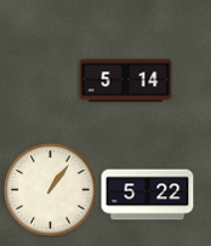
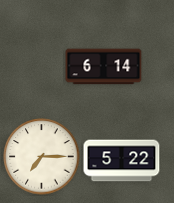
clock at (126, 81): 5:14 -> 6:14
clock at (51, 190): 1:06 -> 7:15
